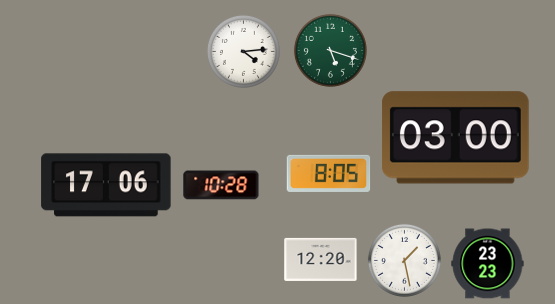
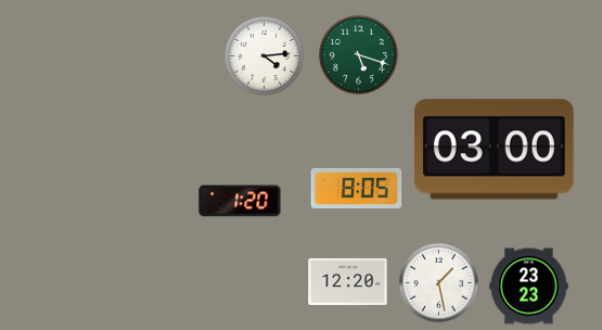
clock at (106, 185): 17:06 -> none
clock at (221, 185): 10:28 -> 1:20
